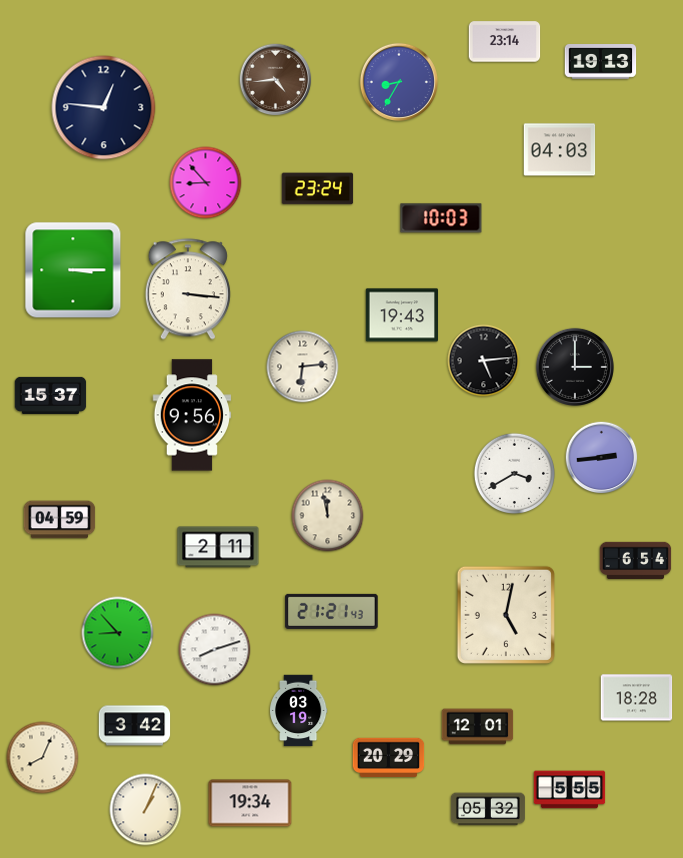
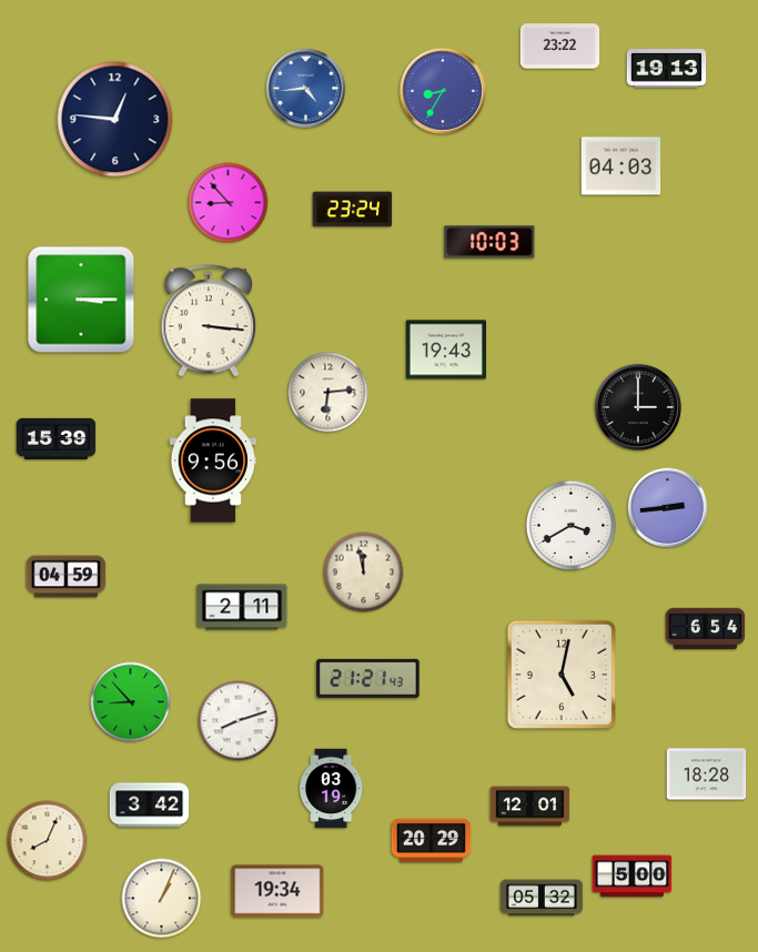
clock at (505, 42): 23:14 -> 23:22
clock at (276, 80) dial: brown -> blue
clock at (484, 361): 5:14 -> none
clock at (303, 367) position: (303, 367) -> (329, 393)
clock at (51, 395): 15:37 -> 15:39
clock at (636, 560) position: (636, 560) -> (706, 628)
clock at (506, 615) position: (506, 615) -> (562, 675)
clock at (570, 790): 5:55 -> 5:00
